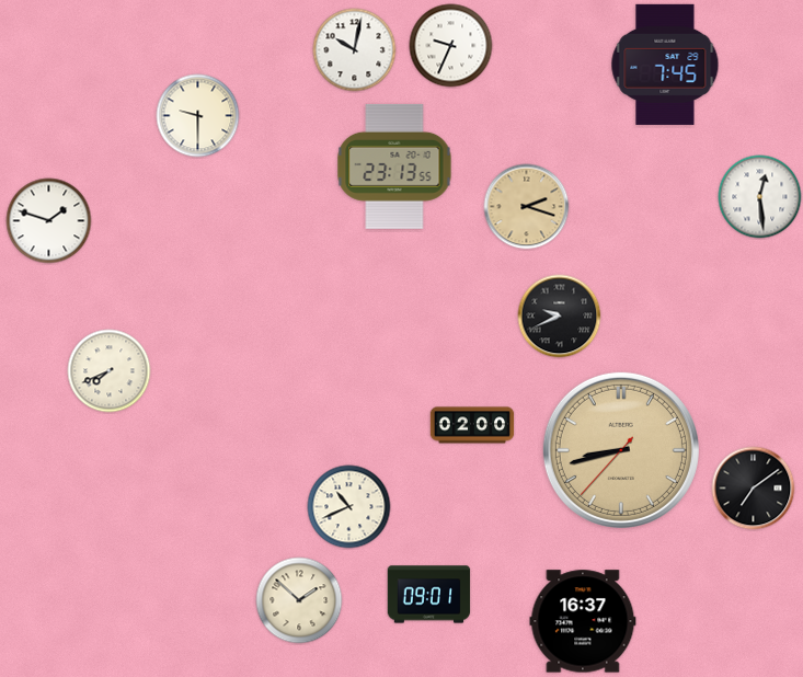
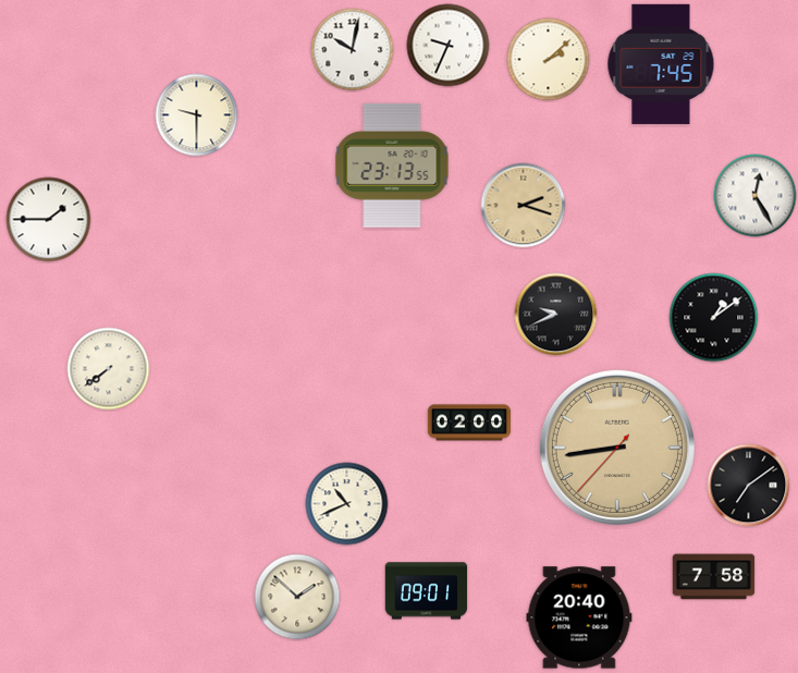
clock at (549, 60): none -> 2:08
clock at (760, 197): 12:29 -> 12:25
clock at (49, 221): 1:48 -> 1:45
clock at (714, 318): none -> 1:09
clock at (110, 371): 7:41 -> 7:39
clock at (621, 450): 8:42 -> 8:43
clock at (714, 577): none -> 7:58
clock at (583, 621): 16:37 -> 20:40
